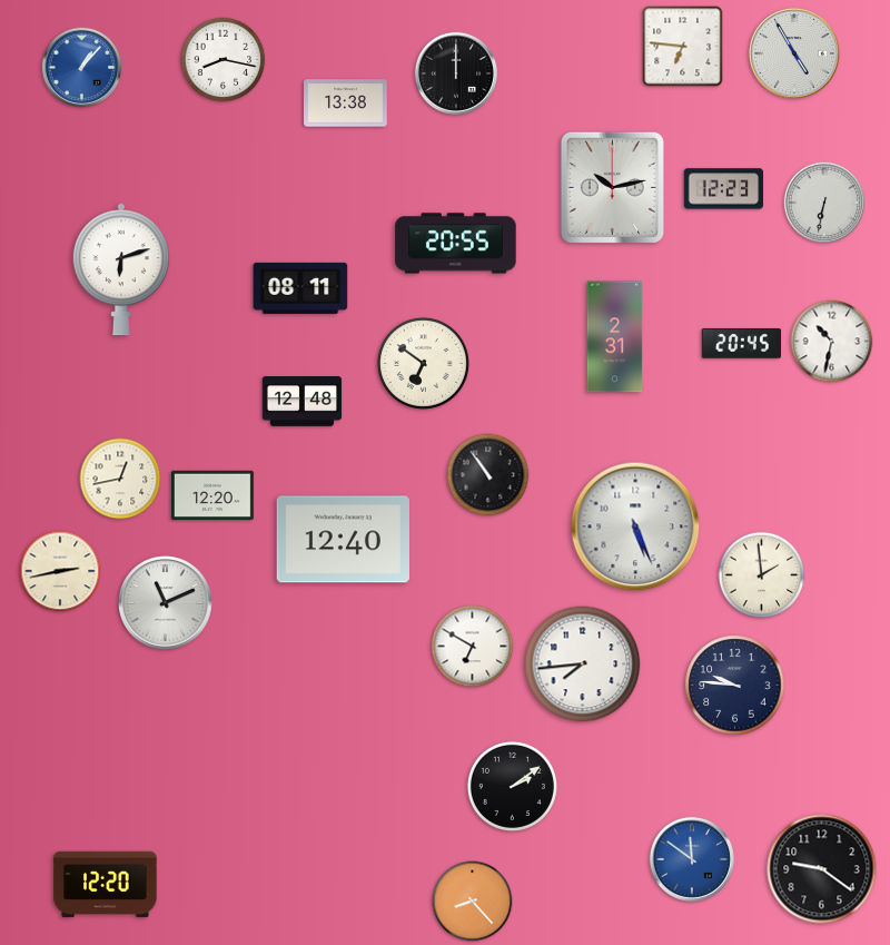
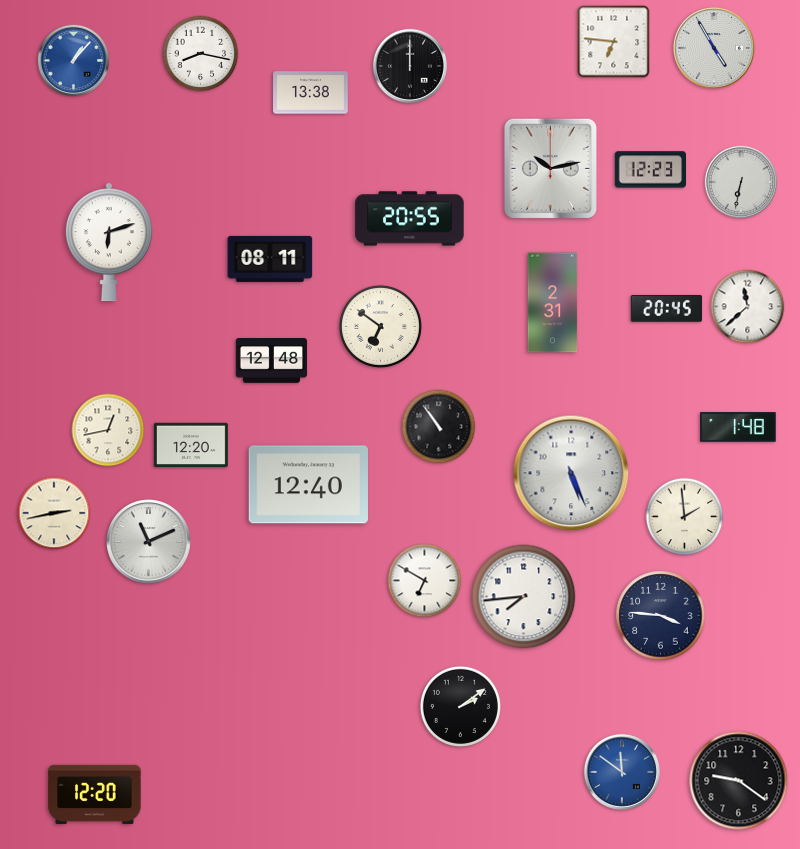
clock at (832, 342): 10:32 -> 11:38
clock at (738, 427): none -> 1:48
clock at (735, 686): 9:46 -> 3:46
clock at (473, 902): 8:23 -> none
